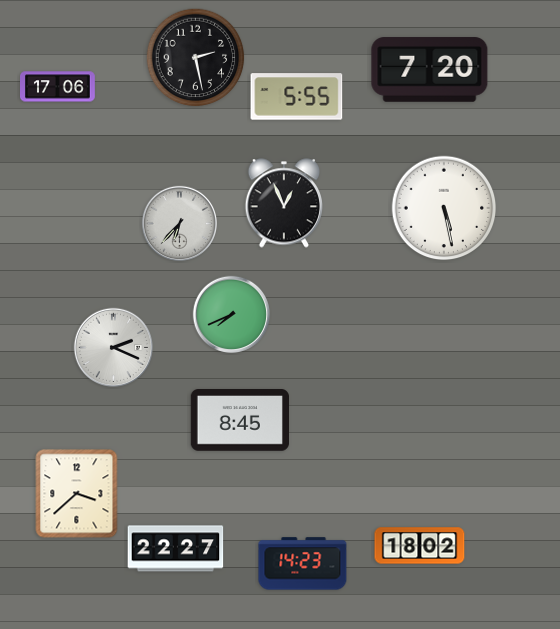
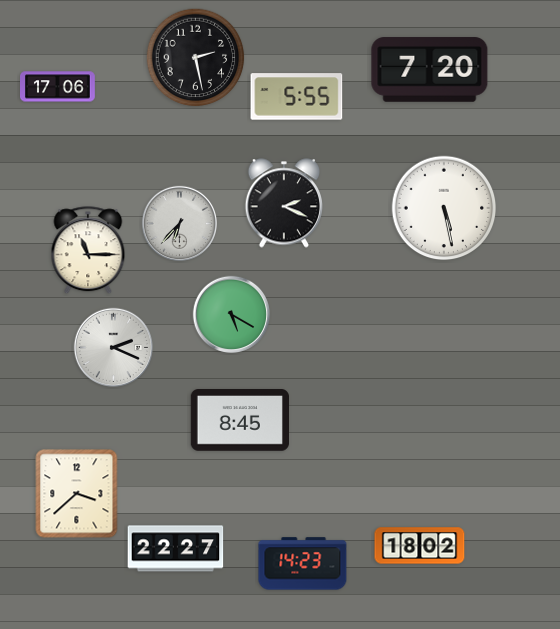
clock at (284, 203): 12:56 -> 2:19
clock at (88, 251): none -> 11:15
clock at (232, 315): 7:41 -> 5:20
